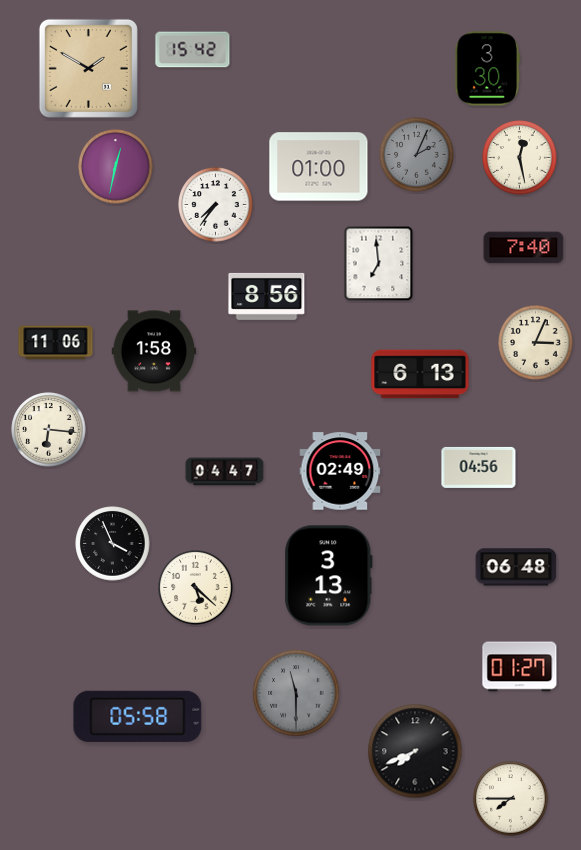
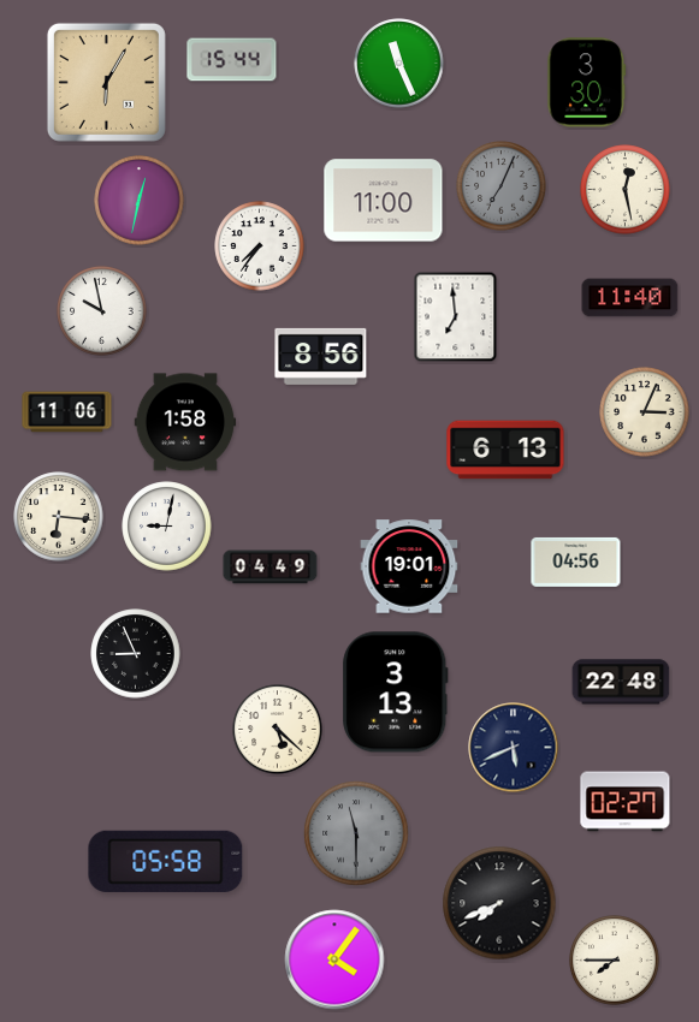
clock at (193, 50): 15:42 -> 15:44
clock at (399, 64): none -> 11:26
clock at (88, 68): 1:50 -> 6:05
clock at (417, 155): 2:04 -> 7:04
clock at (319, 167): 01:00 -> 11:00
clock at (524, 248): 7:40 -> 11:40
clock at (102, 311): none -> 9:58
clock at (167, 527): none -> 9:02
clock at (340, 471): 02:49 -> 19:01
clock at (225, 472): 04:47 -> 04:49
clock at (113, 544): 3:56 -> 8:56
clock at (516, 567): 06:48 -> 22:48
clock at (196, 588) position: (196, 588) -> (278, 730)
clock at (514, 748): none -> 5:41
clock at (520, 667): 01:27 -> 02:27
clock at (334, 959): none -> 4:06
